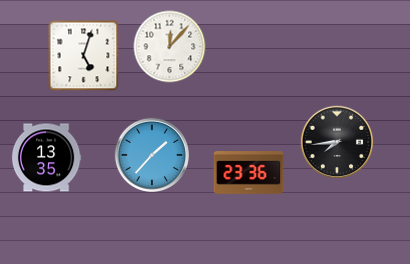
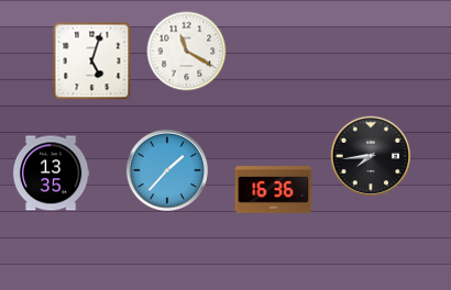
clock at (170, 47): 12:07 -> 11:20
clock at (249, 173): 23:36 -> 16:36
